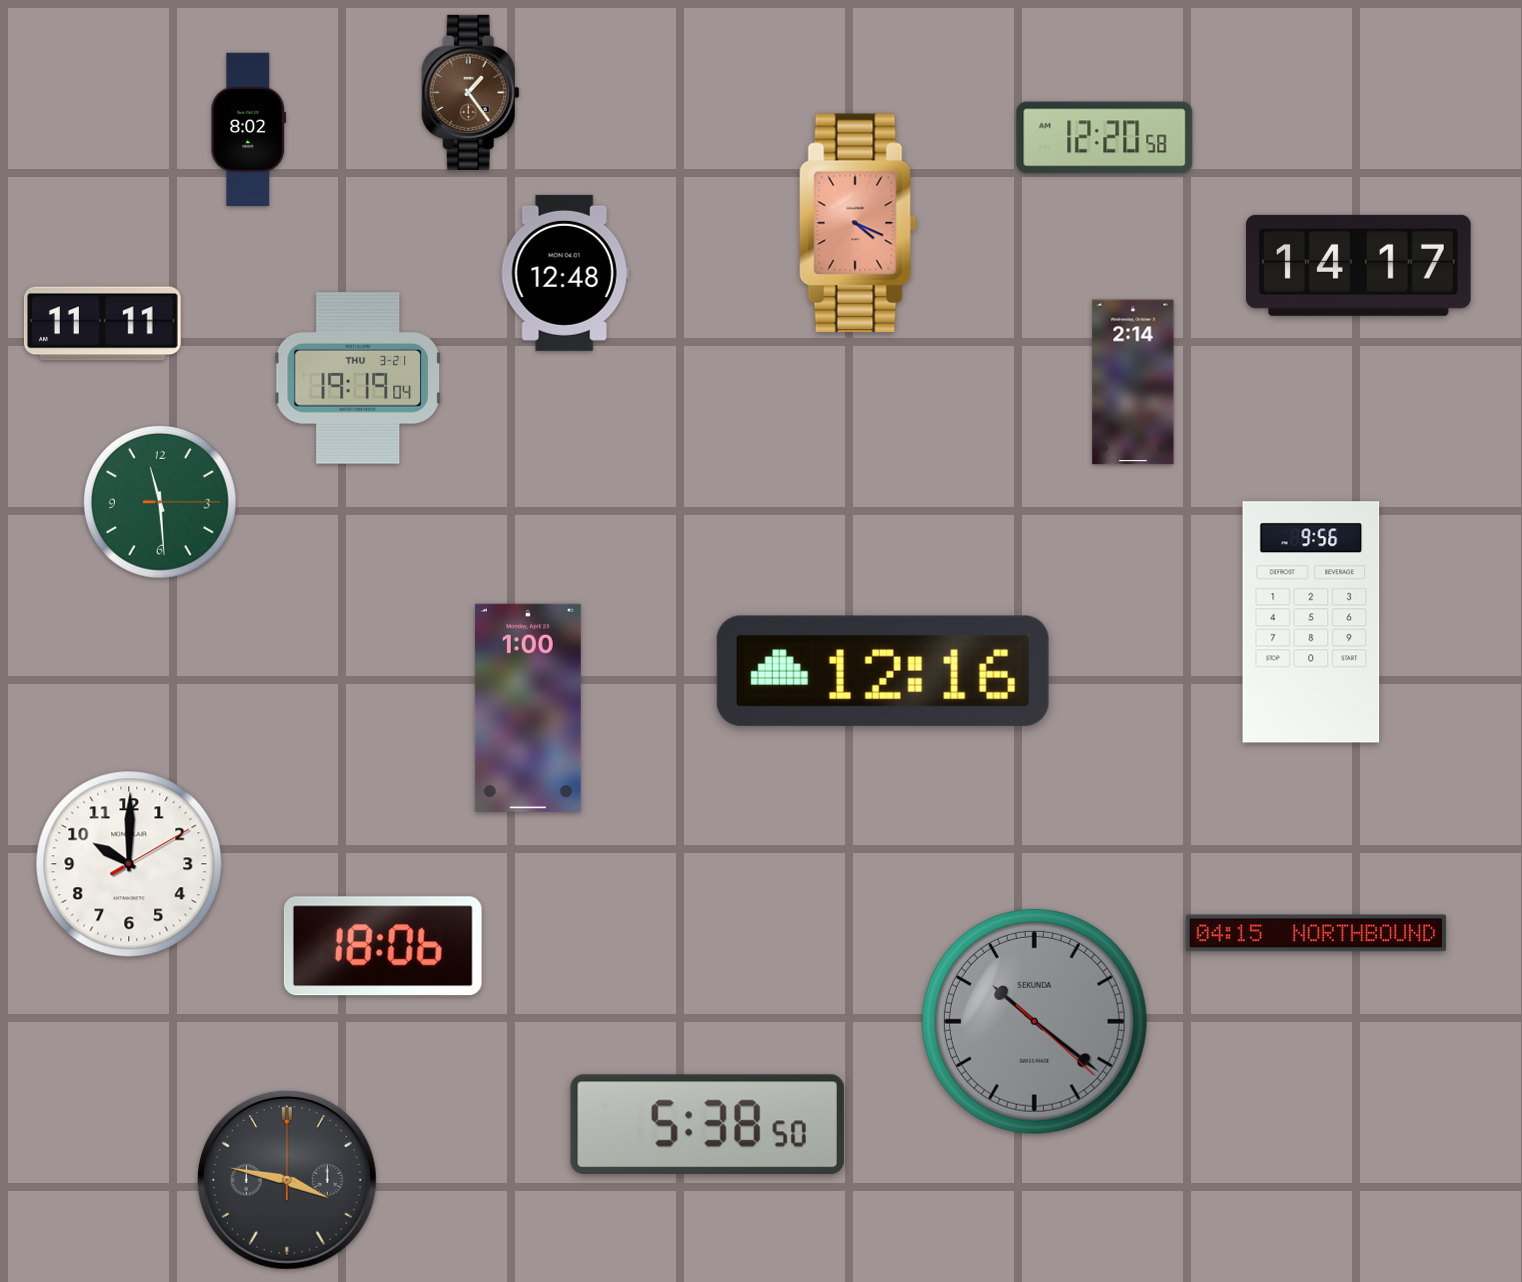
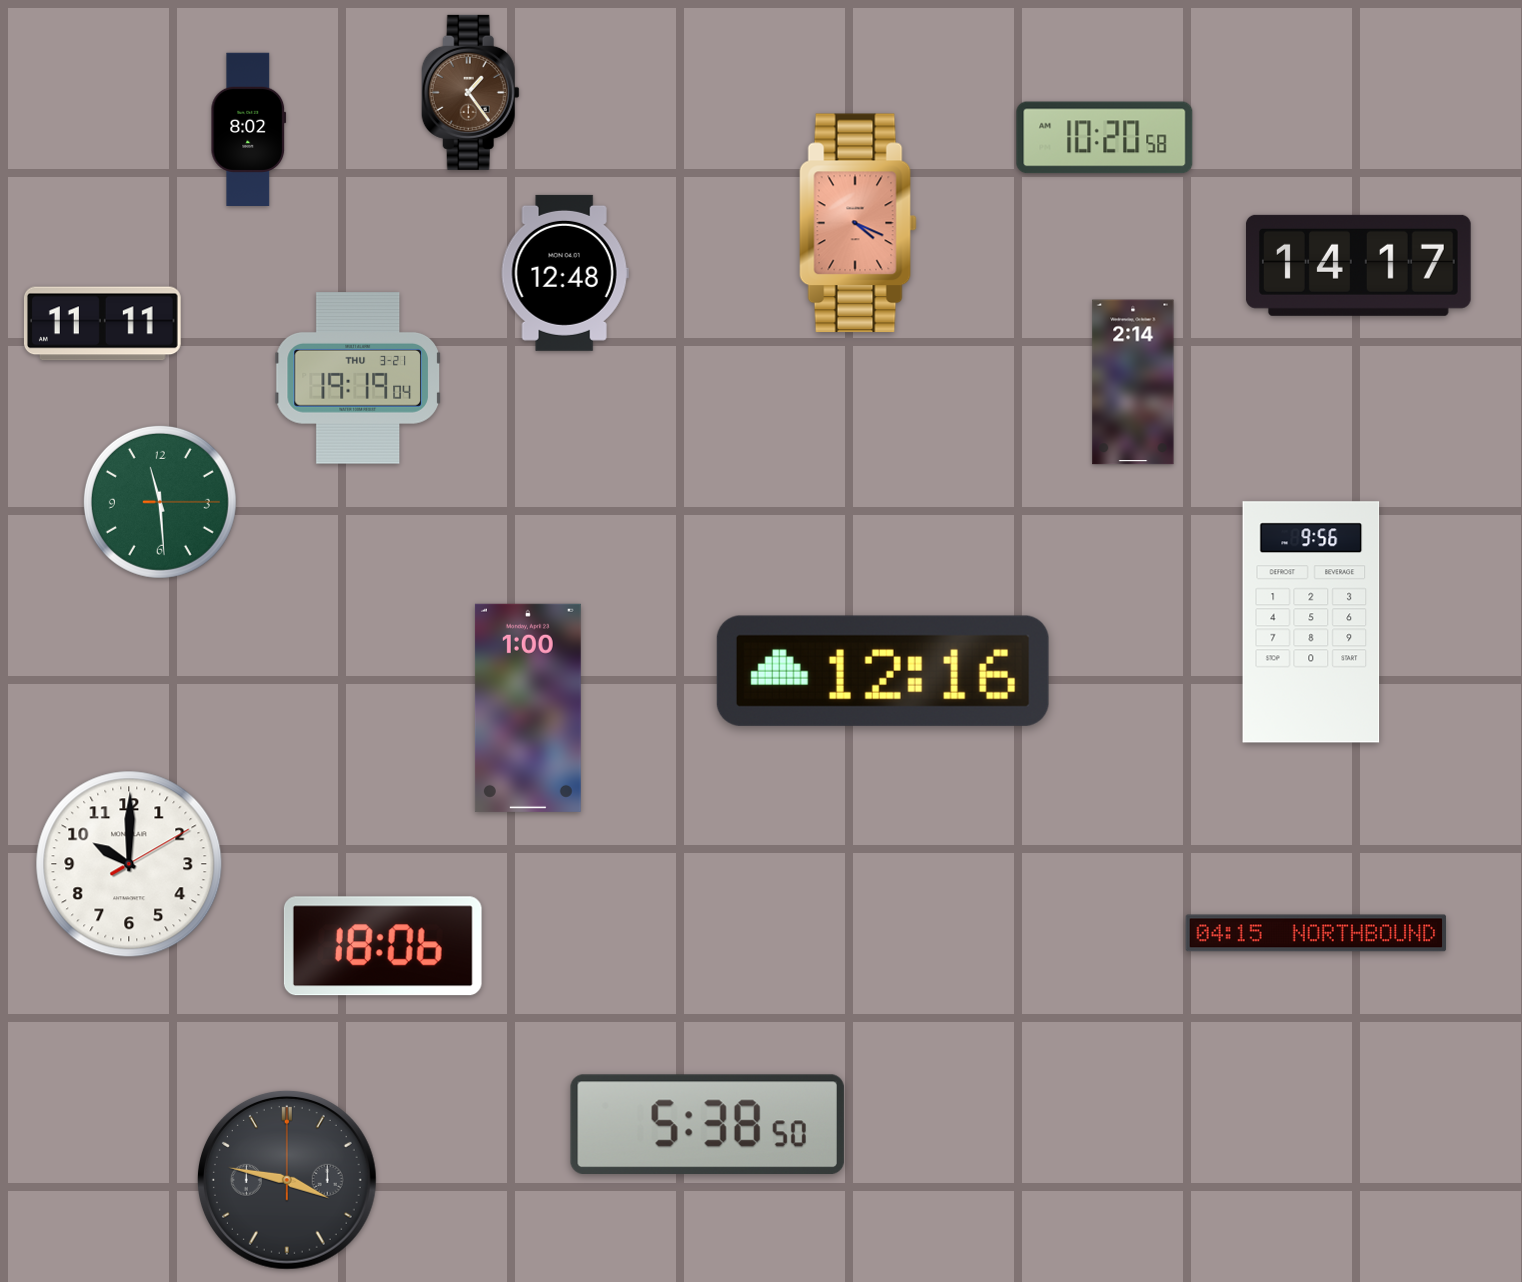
clock at (1105, 138): 12:20 -> 10:20
clock at (1034, 1021): 10:21 -> none
